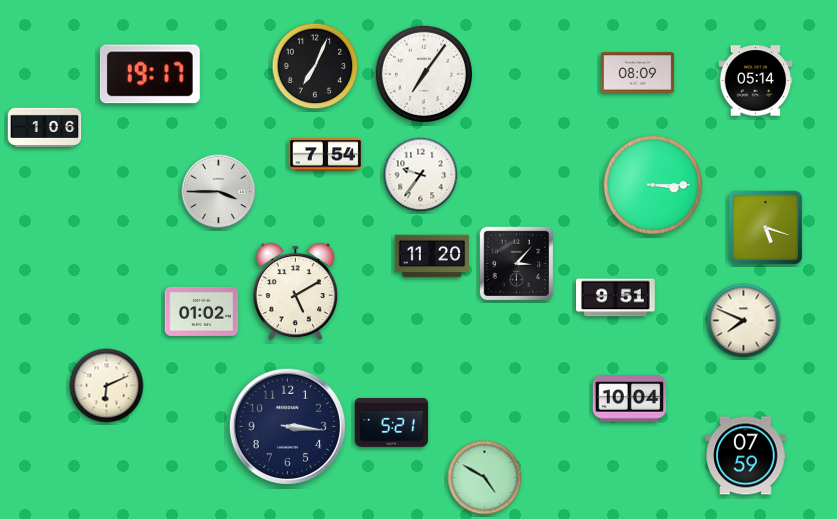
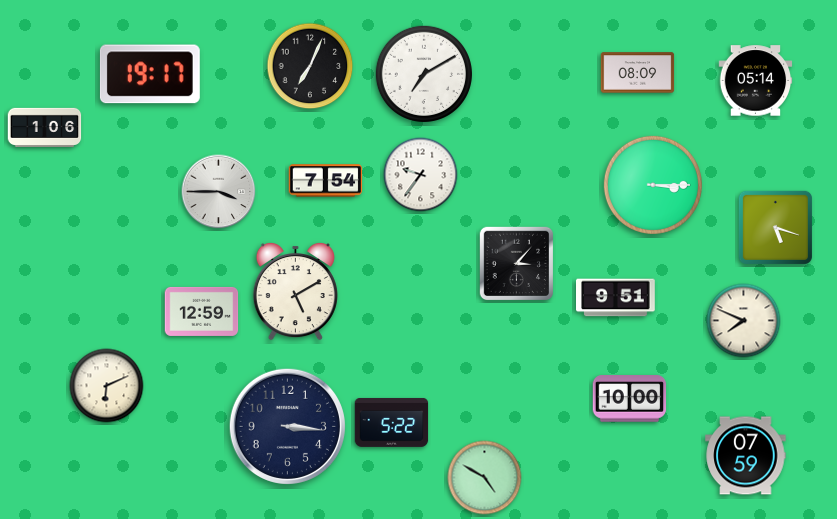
clock at (315, 66) position: (315, 66) -> (310, 66)
clock at (424, 74): 7:06 -> 7:10
clock at (326, 155) position: (326, 155) -> (326, 181)
clock at (765, 227) position: (765, 227) -> (775, 227)
clock at (431, 256): 11:20 -> none
clock at (202, 311): 01:02 -> 12:59
clock at (630, 399): 10:04 -> 10:00
clock at (392, 422): 5:21 -> 5:22
